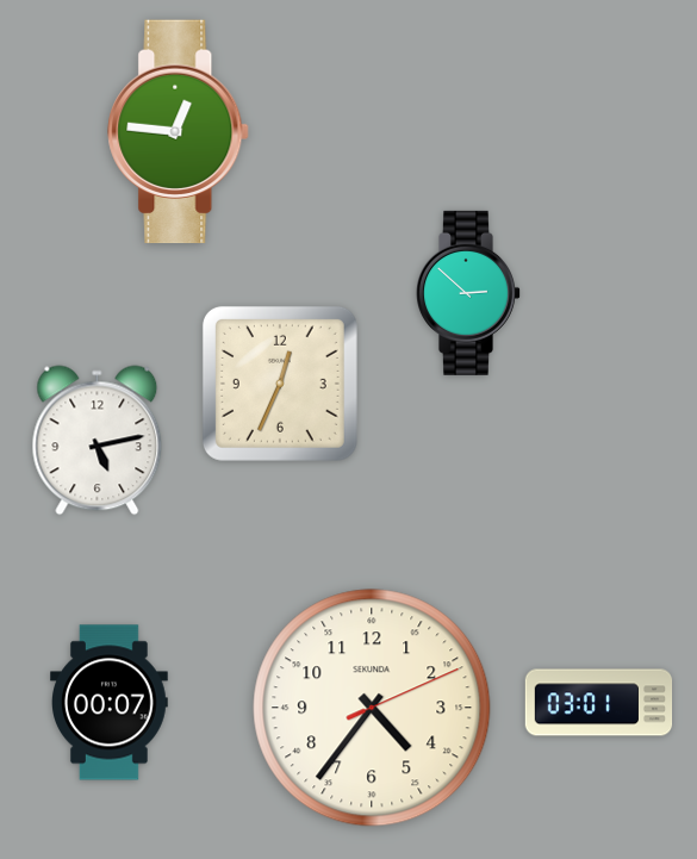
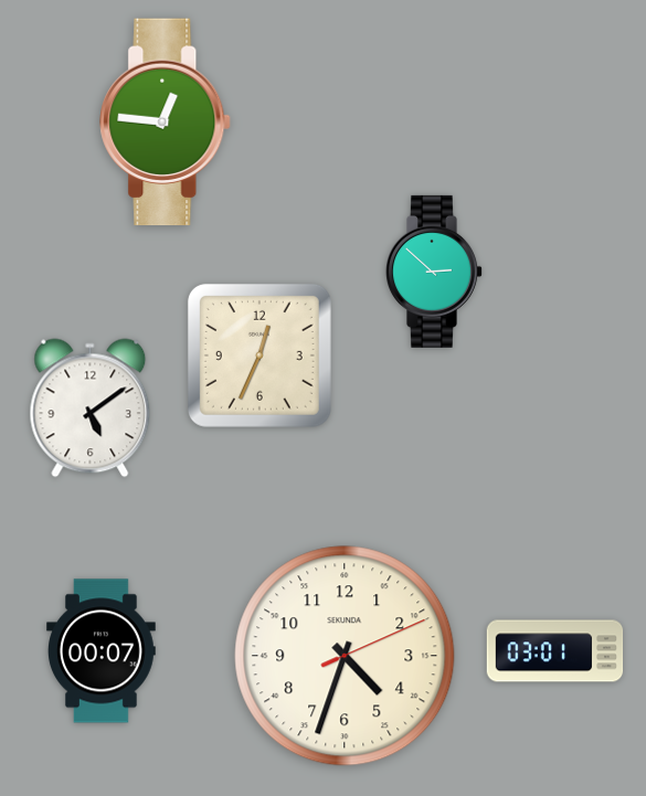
clock at (98, 441): 5:13 -> 5:09
clock at (372, 708): 4:36 -> 4:33
